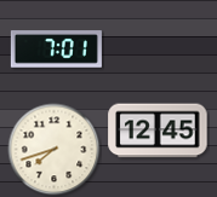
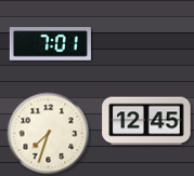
clock at (158, 131) position: (158, 131) -> (146, 121)
clock at (55, 150): 7:42 -> 7:33
